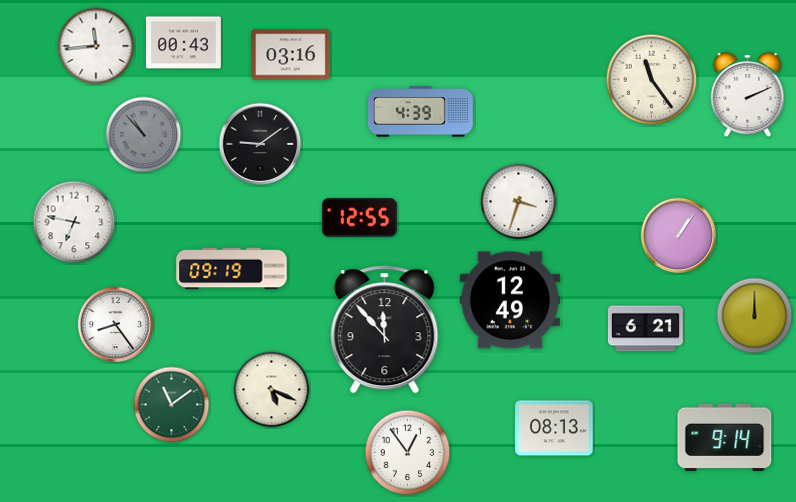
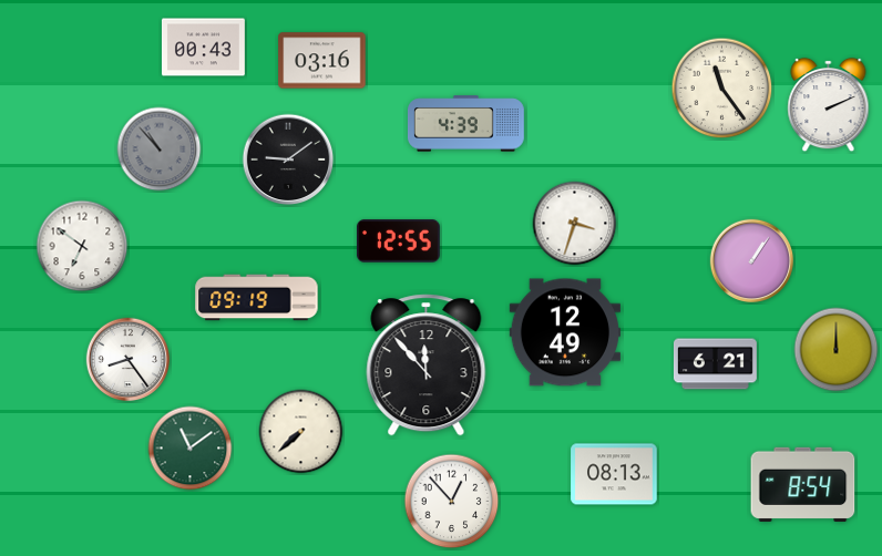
clock at (96, 46): 11:44 -> none
clock at (74, 222): 6:47 -> 6:51
clock at (272, 390): 5:19 -> 7:38
clock at (725, 437): 9:14 -> 8:54
clock at (408, 453): 12:54 -> 12:53
